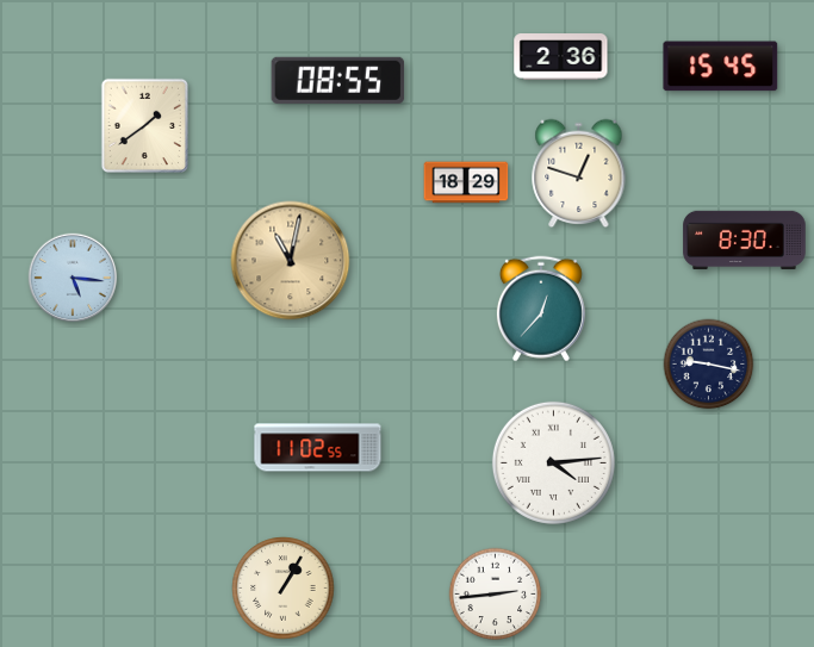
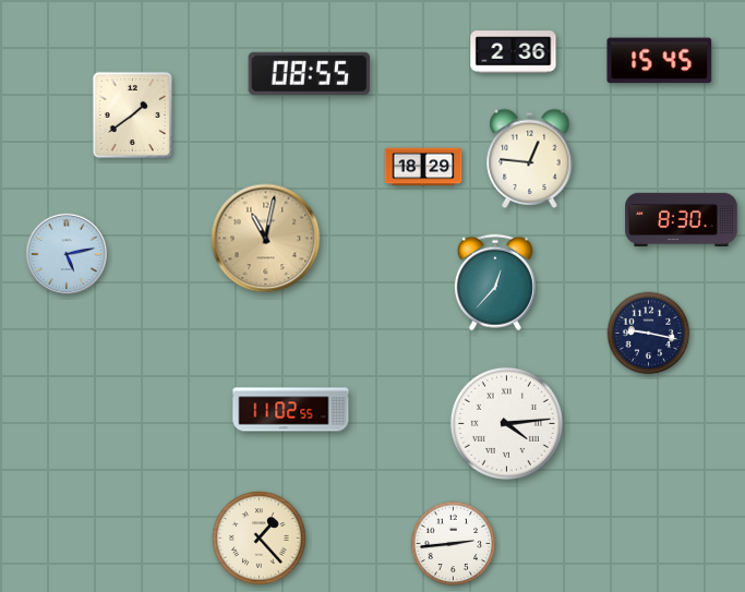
clock at (579, 173): 12:48 -> 12:46
clock at (466, 182) position: (466, 182) -> (423, 167)
clock at (73, 278): 5:16 -> 5:13
clock at (284, 589): 1:05 -> 1:23
